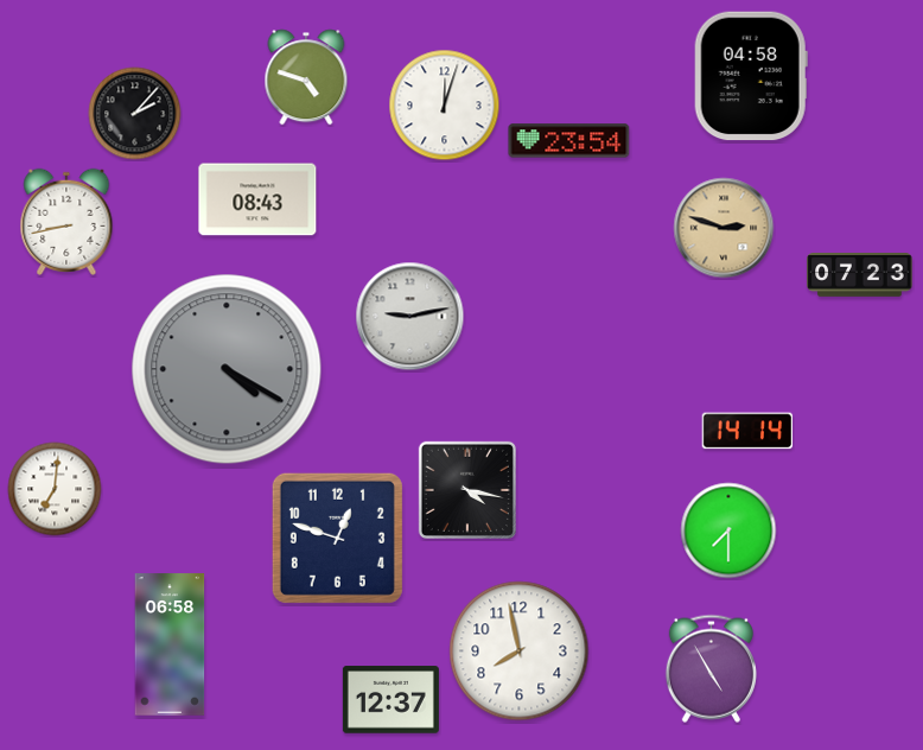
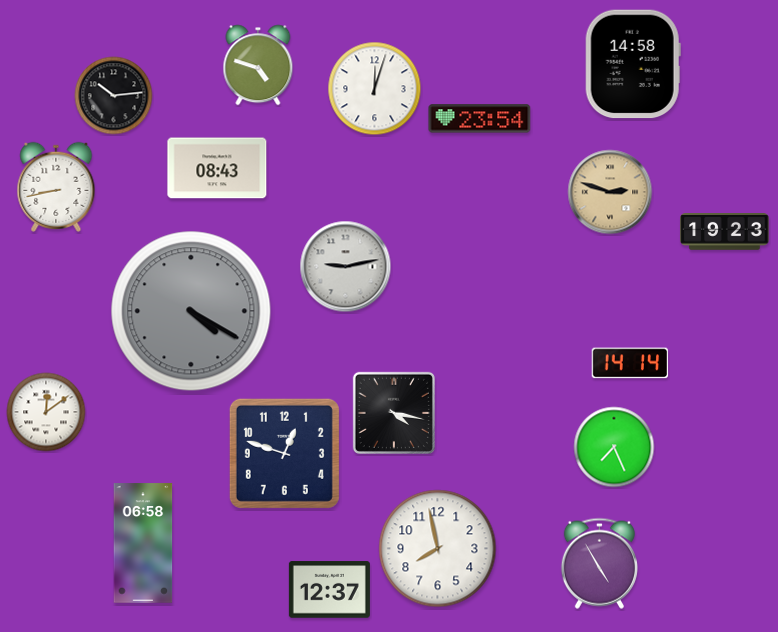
clock at (751, 76): 04:58 -> 14:58
clock at (135, 114): 2:07 -> 10:14
clock at (860, 275): 07:23 -> 19:23
clock at (55, 489): 7:01 -> 12:09
clock at (728, 530): 7:30 -> 7:26
